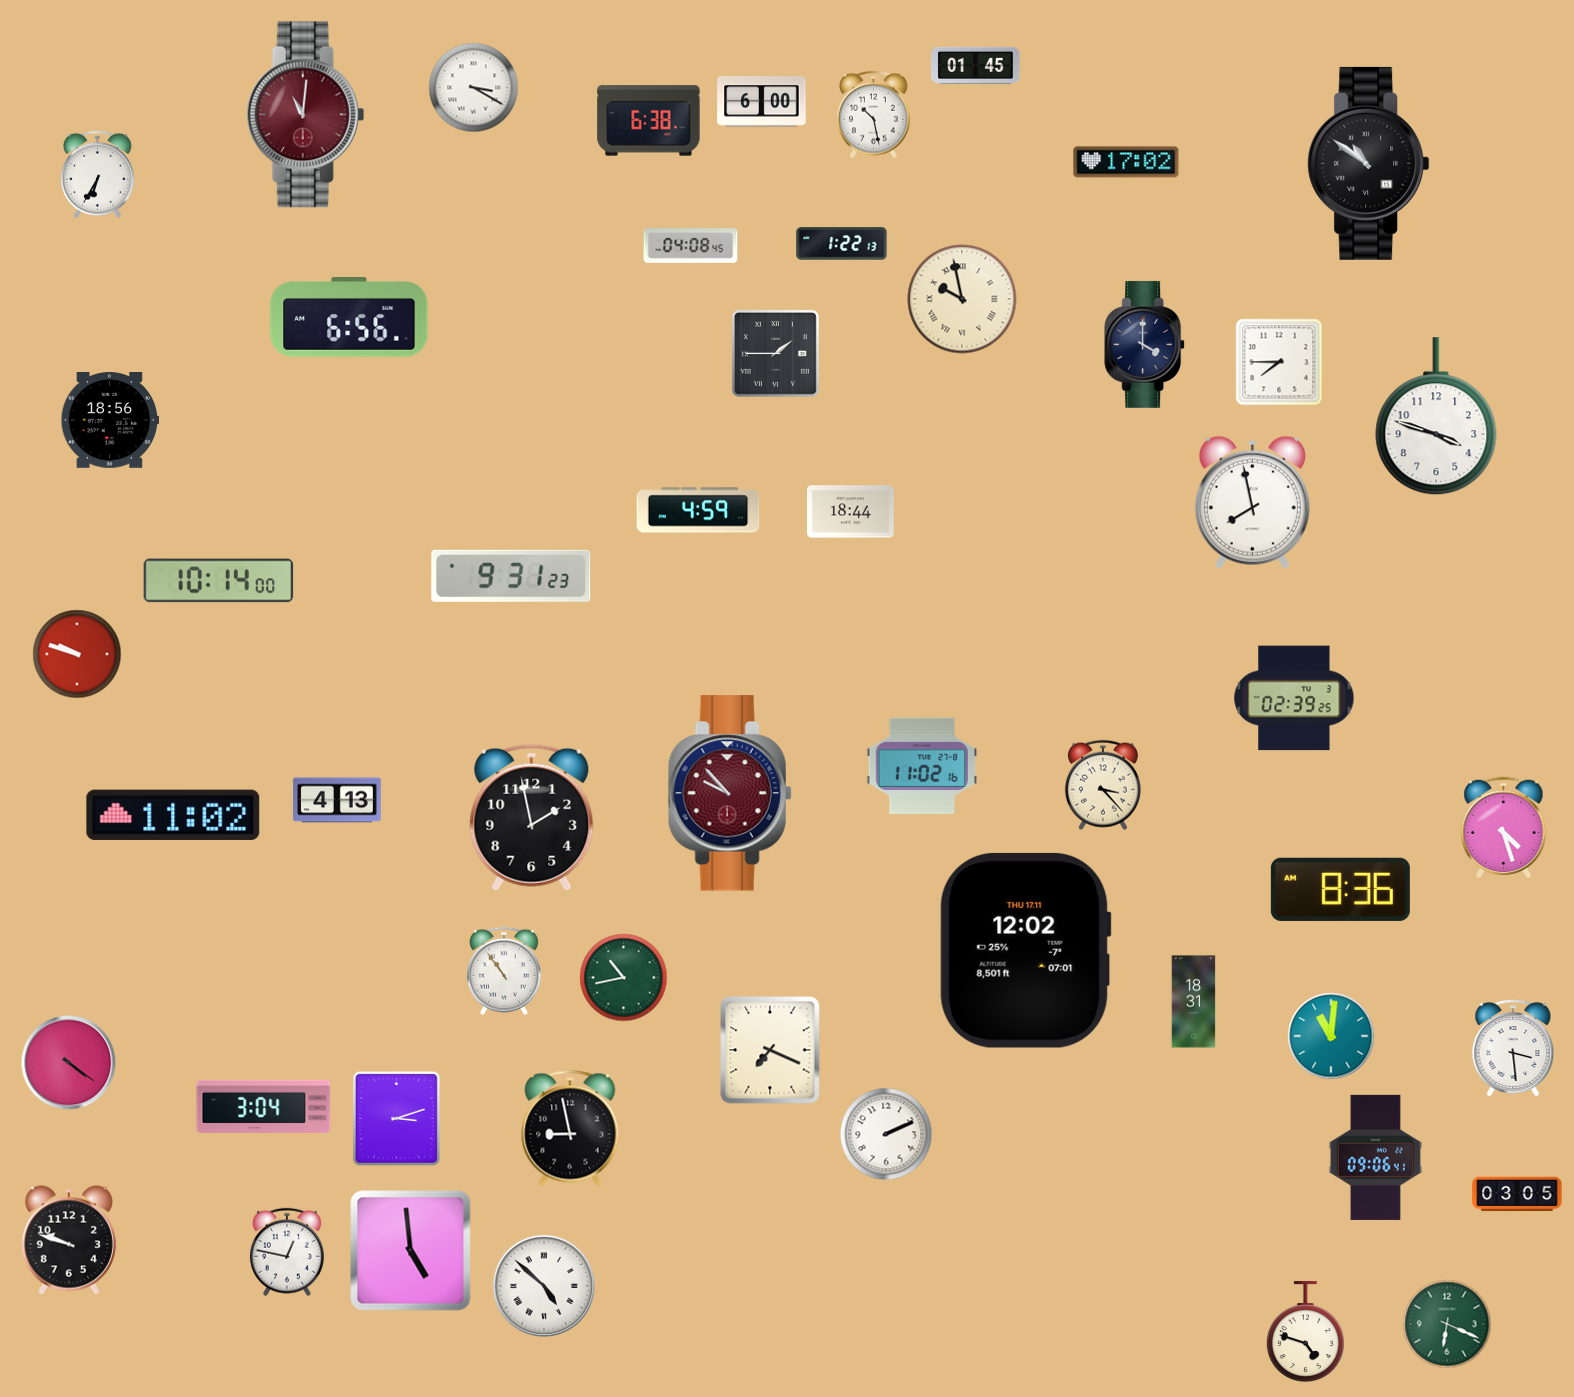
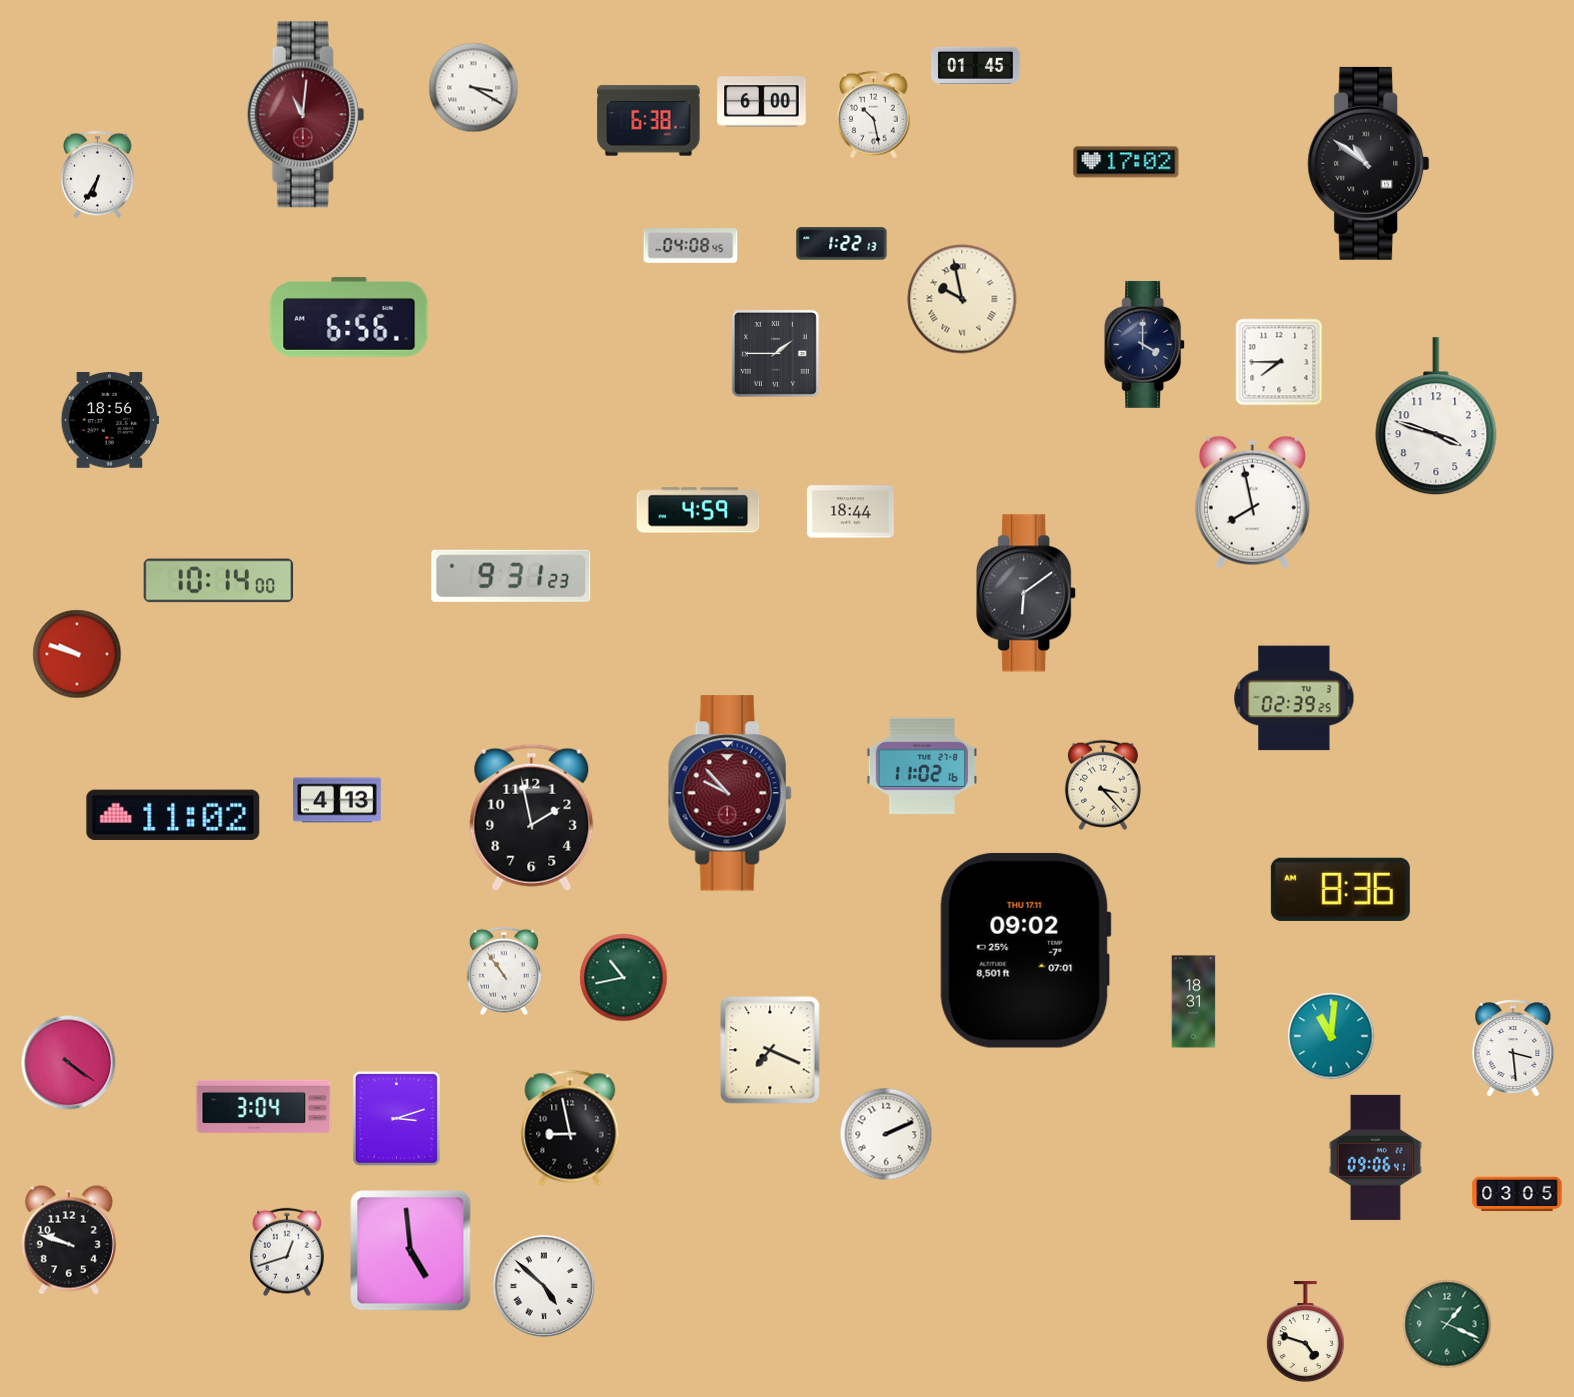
clock at (1027, 593): none -> 6:09
clock at (1504, 827): 4:27 -> none
clock at (1025, 950): 12:02 -> 09:02
clock at (287, 1252): 12:47 -> 12:42
clock at (1447, 1324): 6:19 -> 1:19
